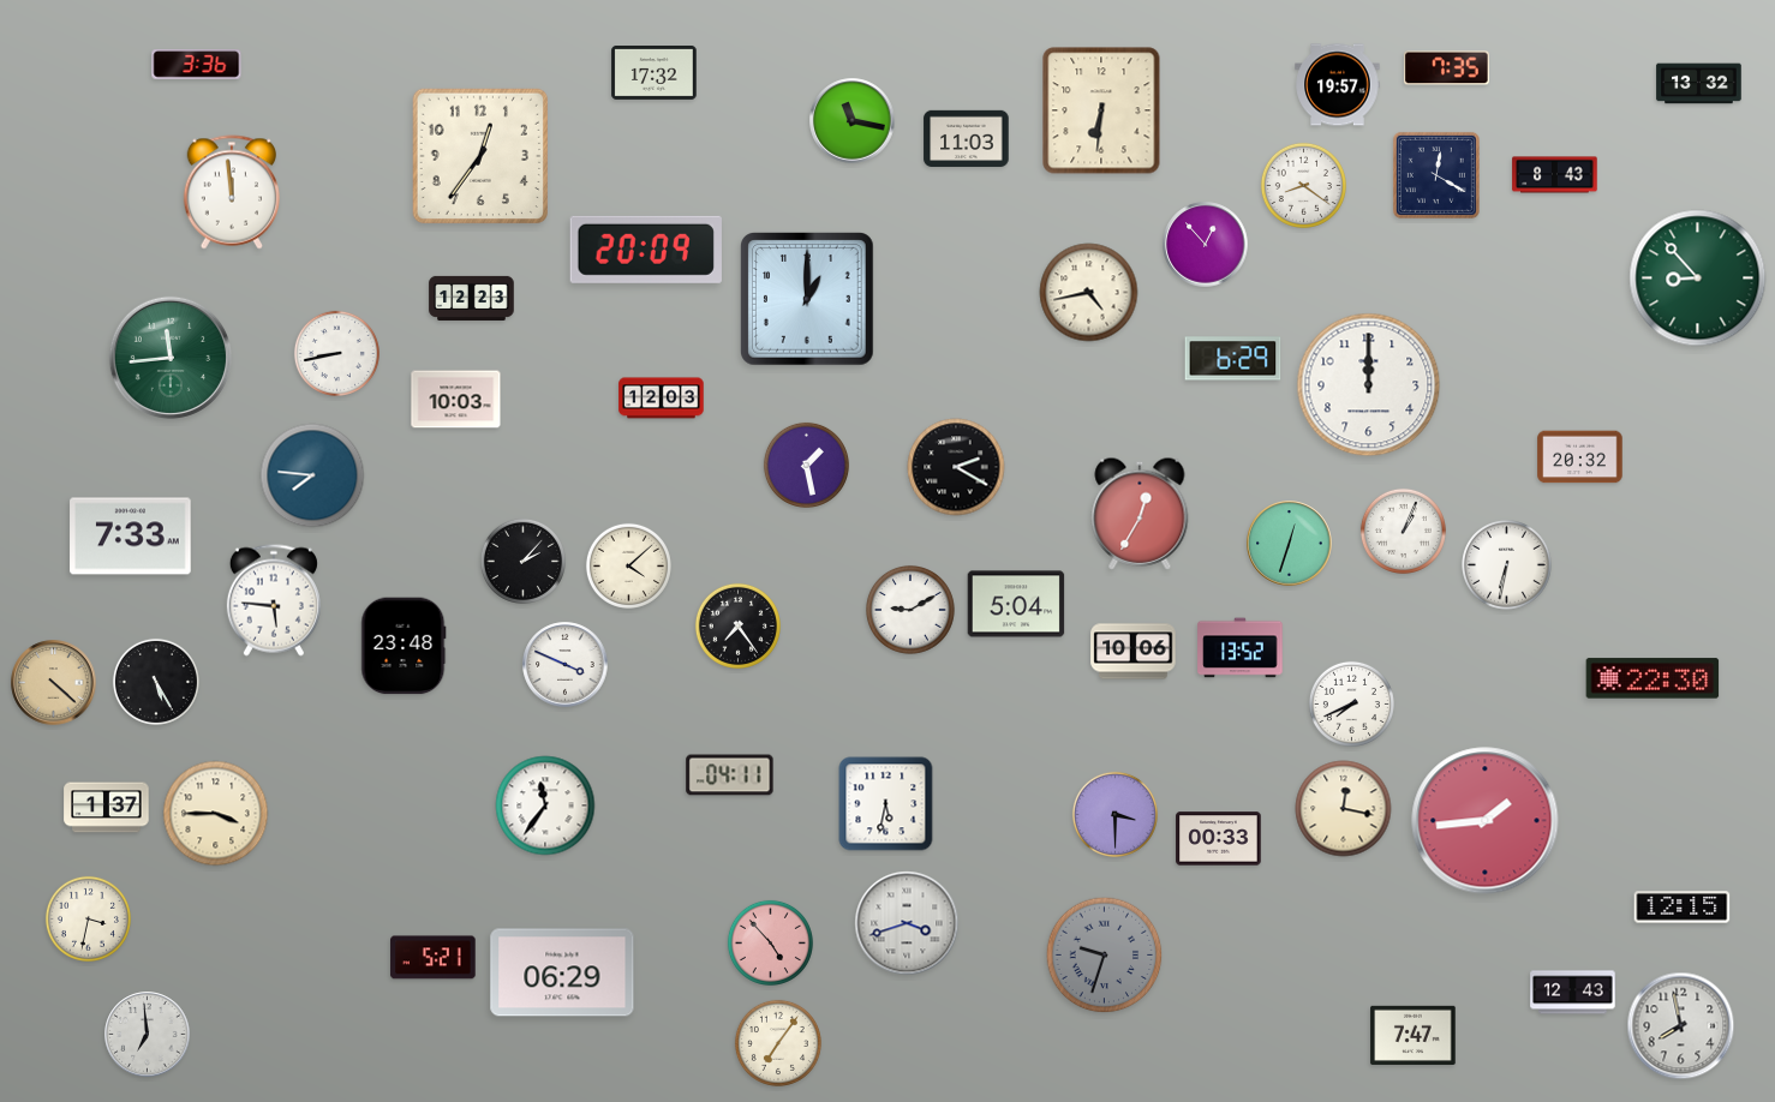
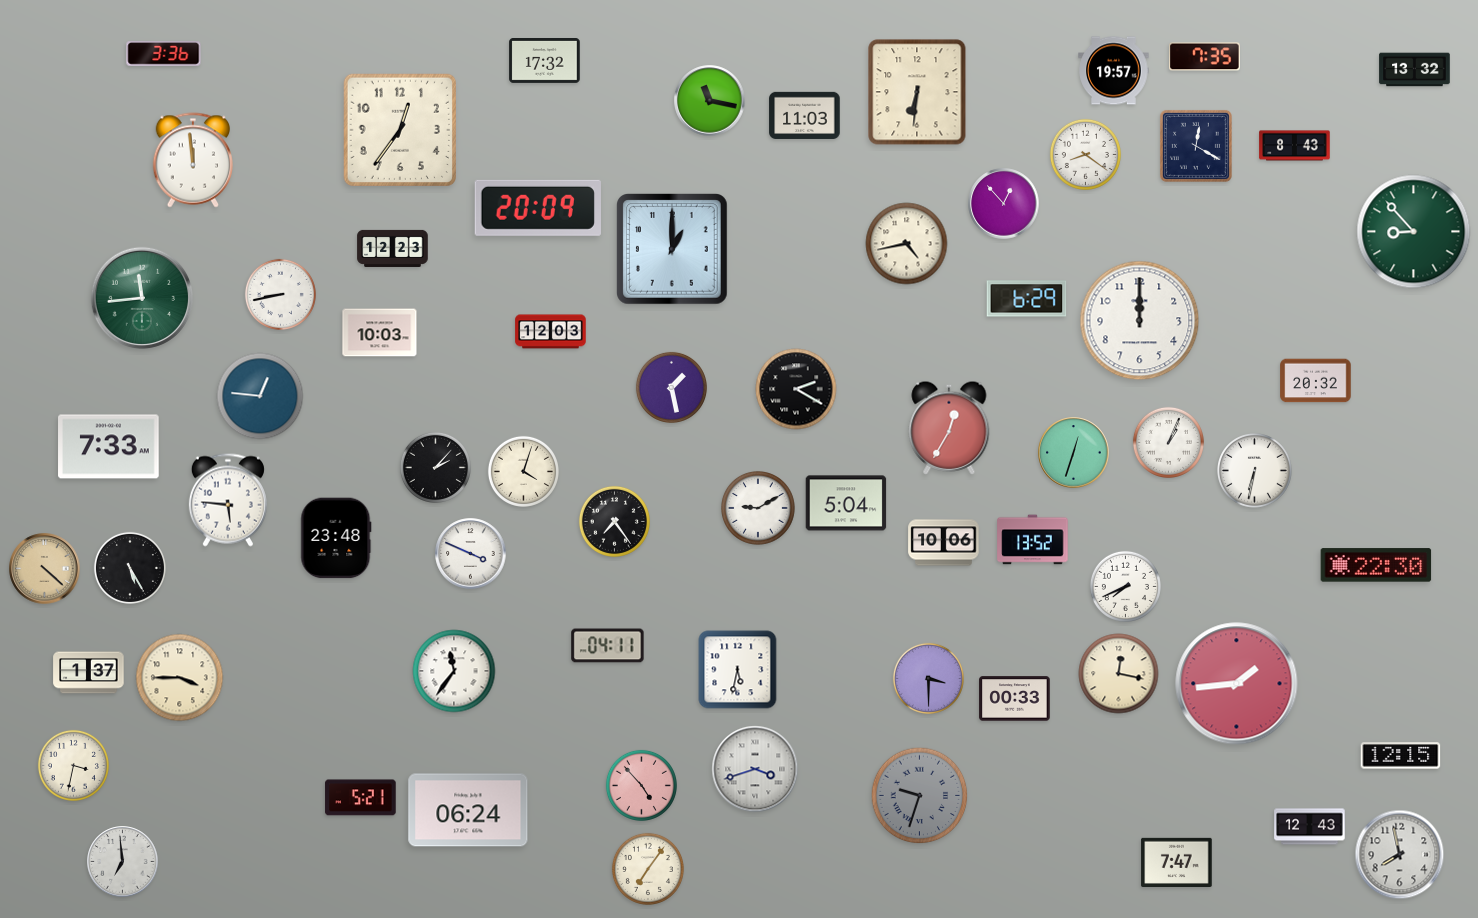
clock at (312, 475): 7:46 -> 12:46
clock at (628, 565): 4:08 -> 4:03
clock at (562, 972): 06:29 -> 06:24
